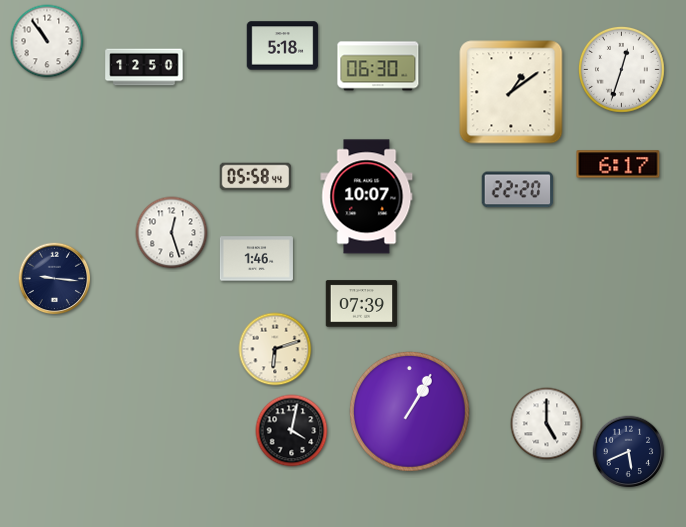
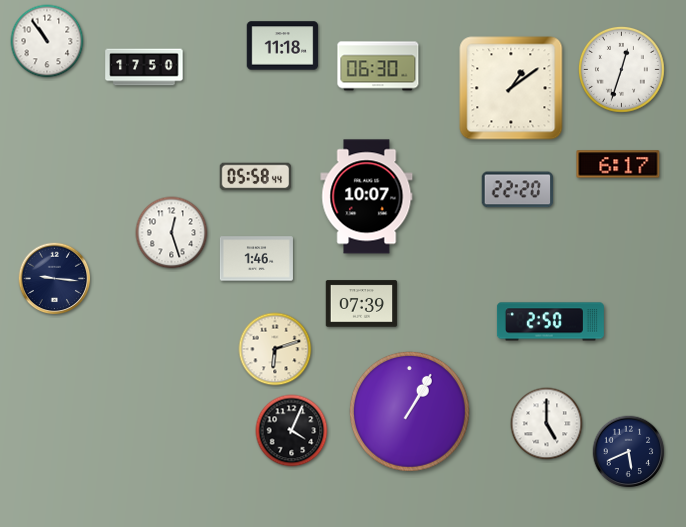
clock at (283, 46): 5:18 -> 11:18
clock at (144, 67): 12:50 -> 17:50
clock at (511, 92) position: (511, 92) -> (511, 88)
clock at (550, 322): none -> 2:50
clock at (292, 431): 4:02 -> 4:04
